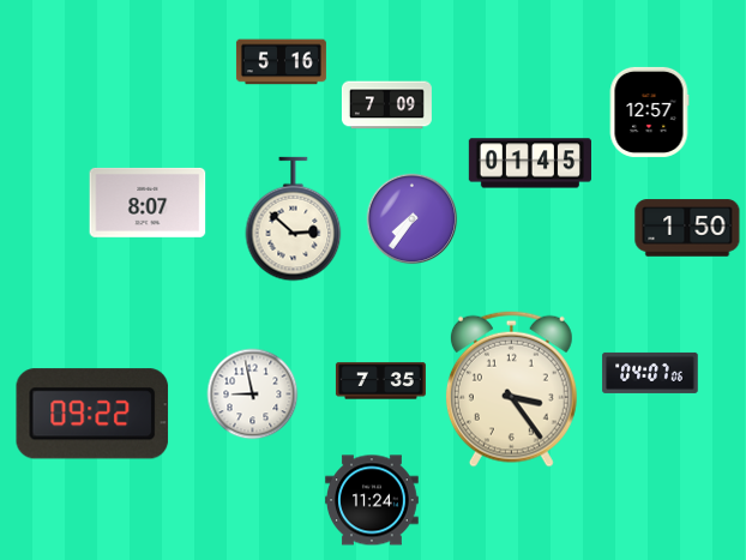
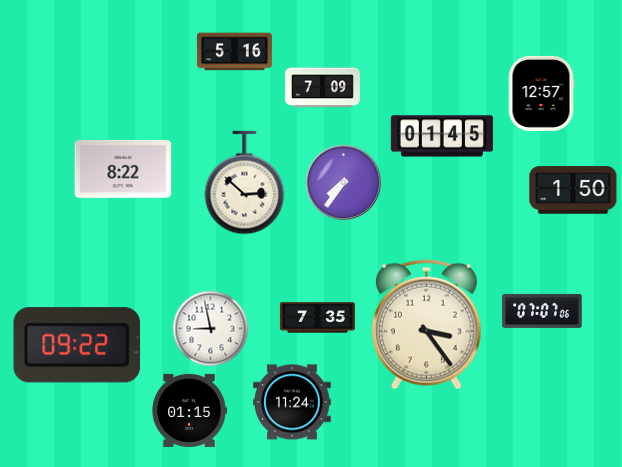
clock at (148, 203): 8:07 -> 8:22
clock at (650, 373): 04:07 -> 07:07
clock at (189, 410): none -> 01:15
clock at (372, 500) position: (372, 500) -> (292, 402)
